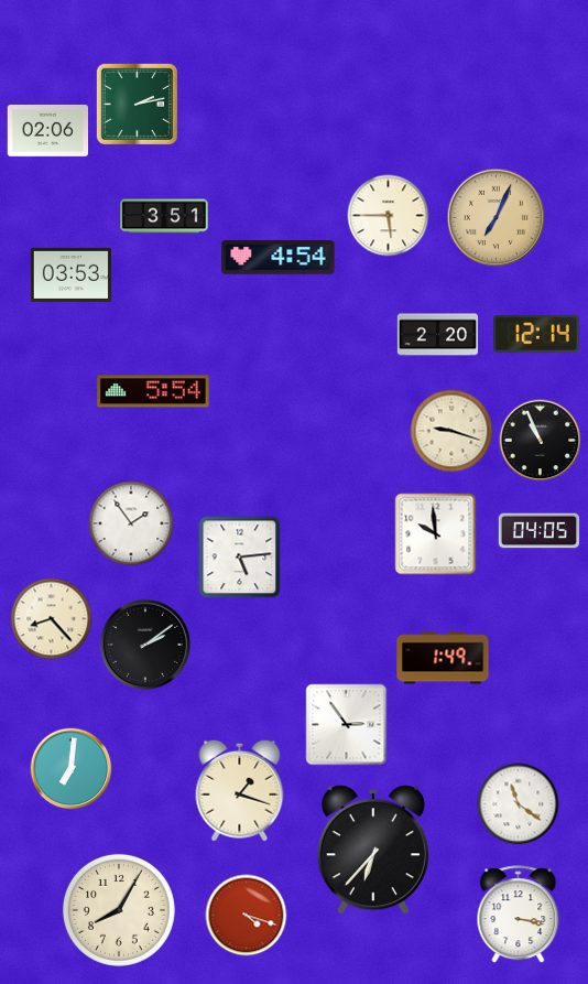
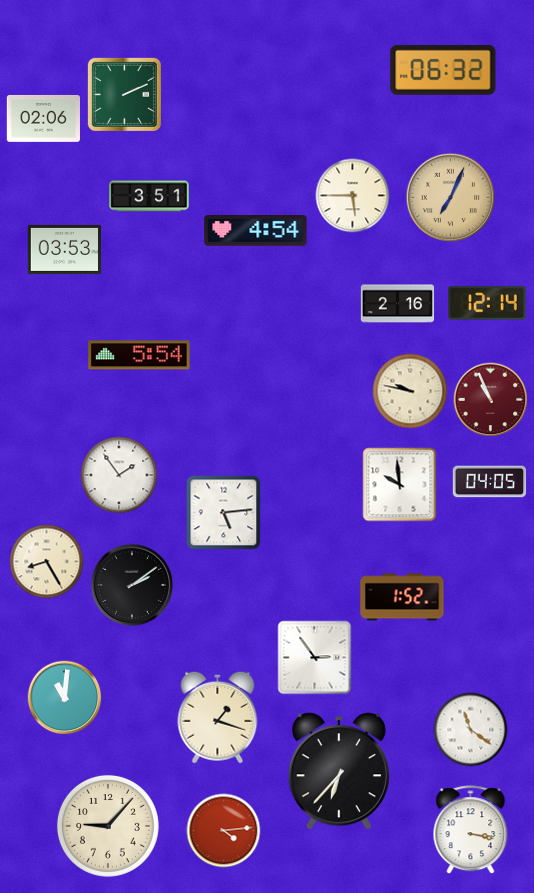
clock at (443, 70): none -> 06:32
clock at (137, 104): 2:13 -> 2:11
clock at (279, 258) position: (279, 258) -> (256, 231)
clock at (438, 335): 2:20 -> 2:16
clock at (451, 431): 9:18 -> 9:47
clock at (541, 441) dial: black -> burgundy
clock at (436, 534) position: (436, 534) -> (400, 485)
clock at (240, 558) position: (240, 558) -> (224, 513)
clock at (52, 619): 8:23 -> 8:25
clock at (443, 658): 1:49 -> 1:52
clock at (72, 769): 7:01 -> 11:01
clock at (119, 910): 8:05 -> 9:07
clock at (247, 916): 4:18 -> 4:14
